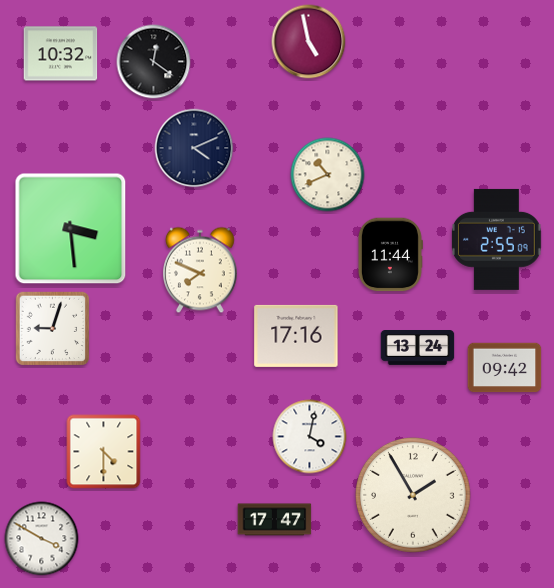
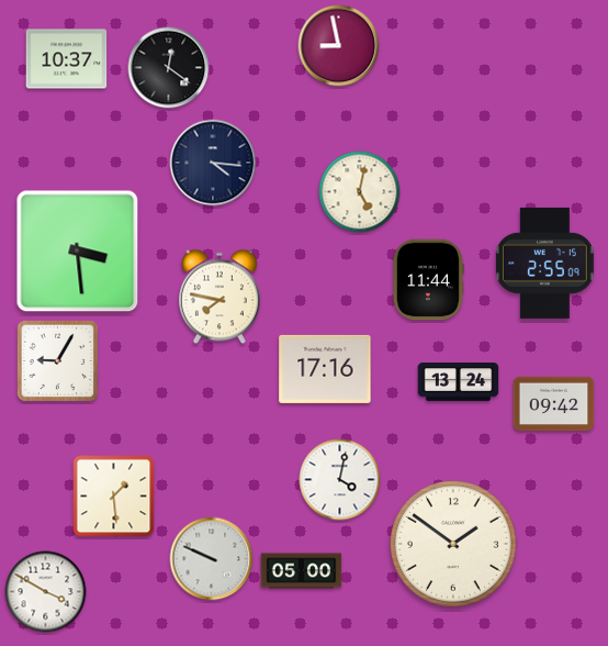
clock at (309, 42): 4:58 -> 8:58
clock at (61, 54): 10:32 -> 10:37
clock at (194, 148): 4:11 -> 4:16
clock at (328, 175): 10:41 -> 5:02
clock at (201, 270): 7:49 -> 7:47
clock at (53, 329): 9:03 -> 9:05
clock at (104, 452): 4:30 -> 1:29
clock at (413, 495): 1:55 -> 1:51
clock at (212, 559): none -> 9:49
clock at (275, 520): 17:47 -> 05:00
